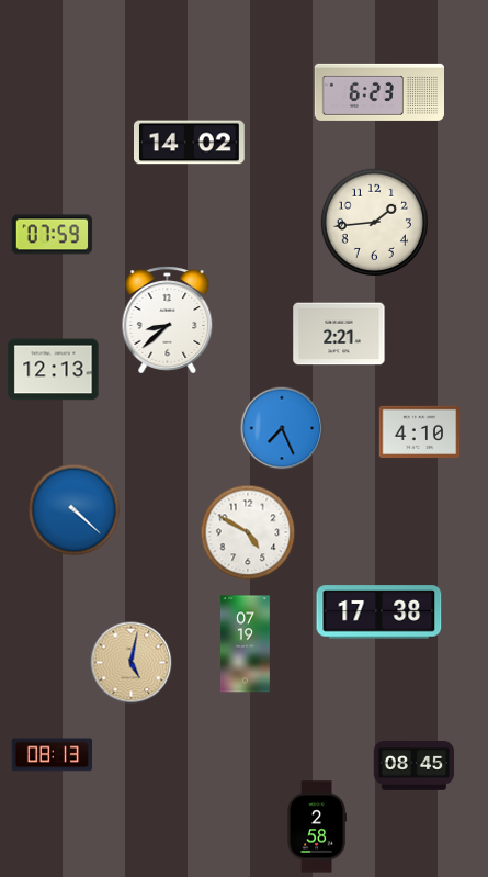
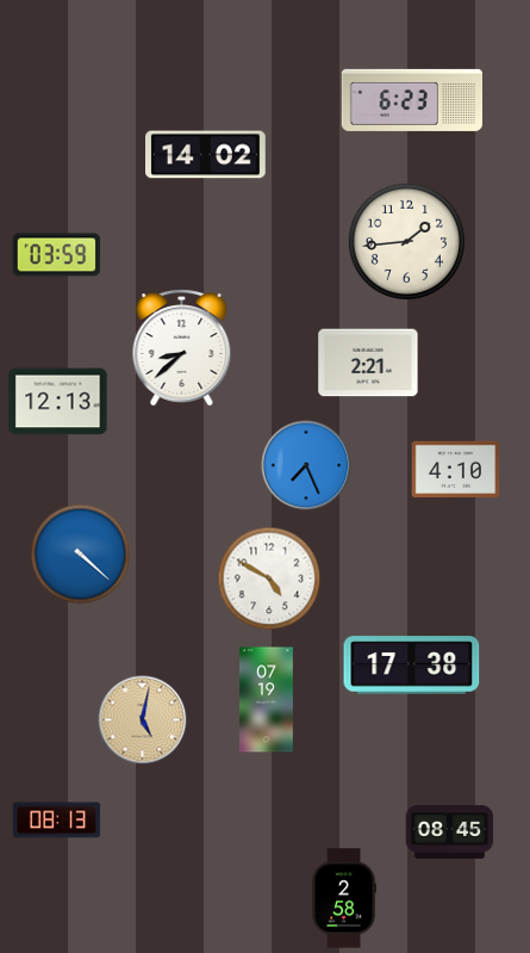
clock at (53, 235): 07:59 -> 03:59
